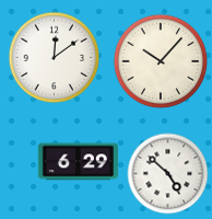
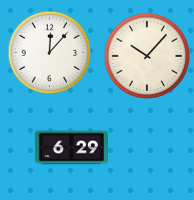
clock at (55, 58): 12:09 -> 12:07
clock at (168, 174): 4:52 -> none
